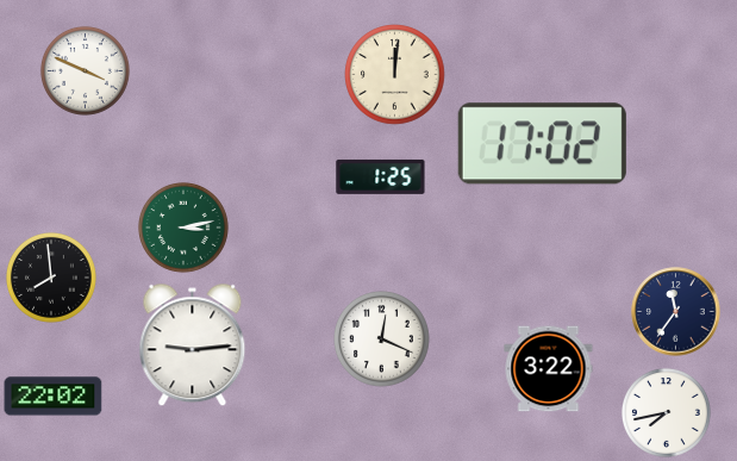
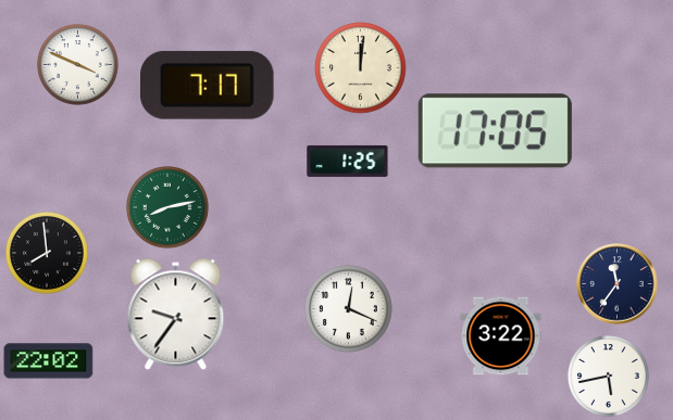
clock at (208, 85): none -> 7:17
clock at (542, 144): 17:02 -> 17:05
clock at (185, 229): 3:13 -> 8:13
clock at (193, 345): 9:14 -> 9:36
clock at (666, 412): 7:43 -> 5:43
